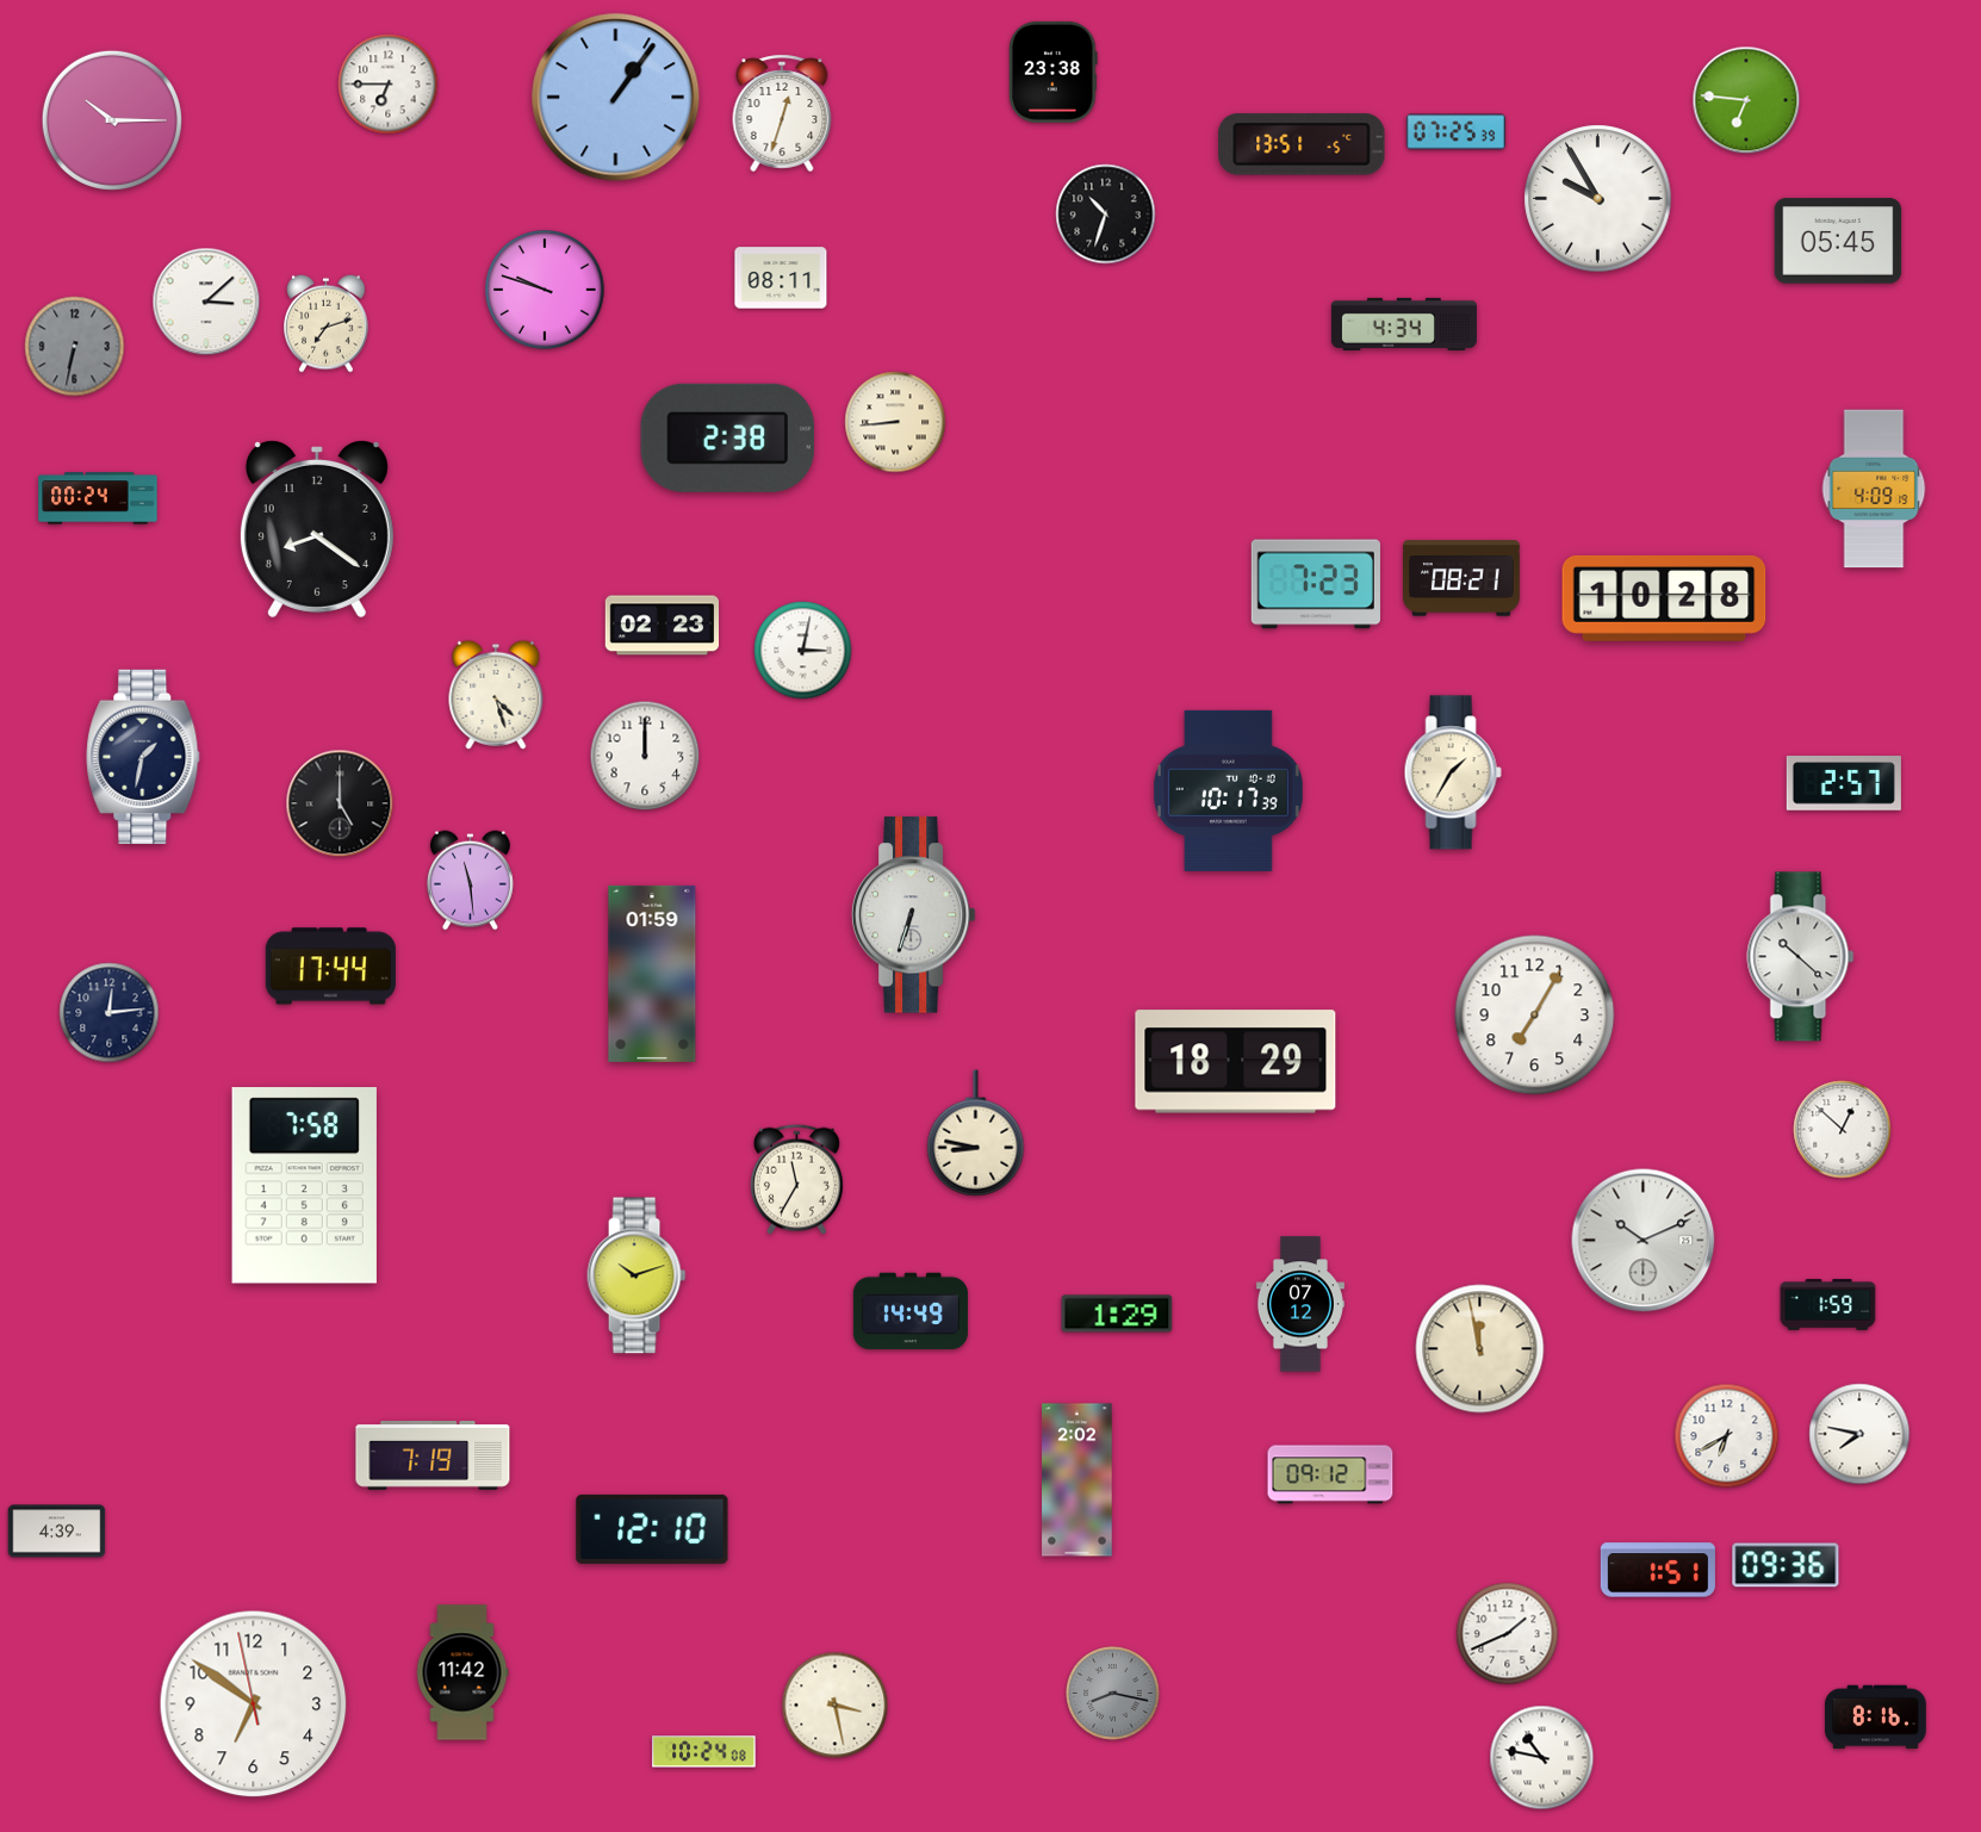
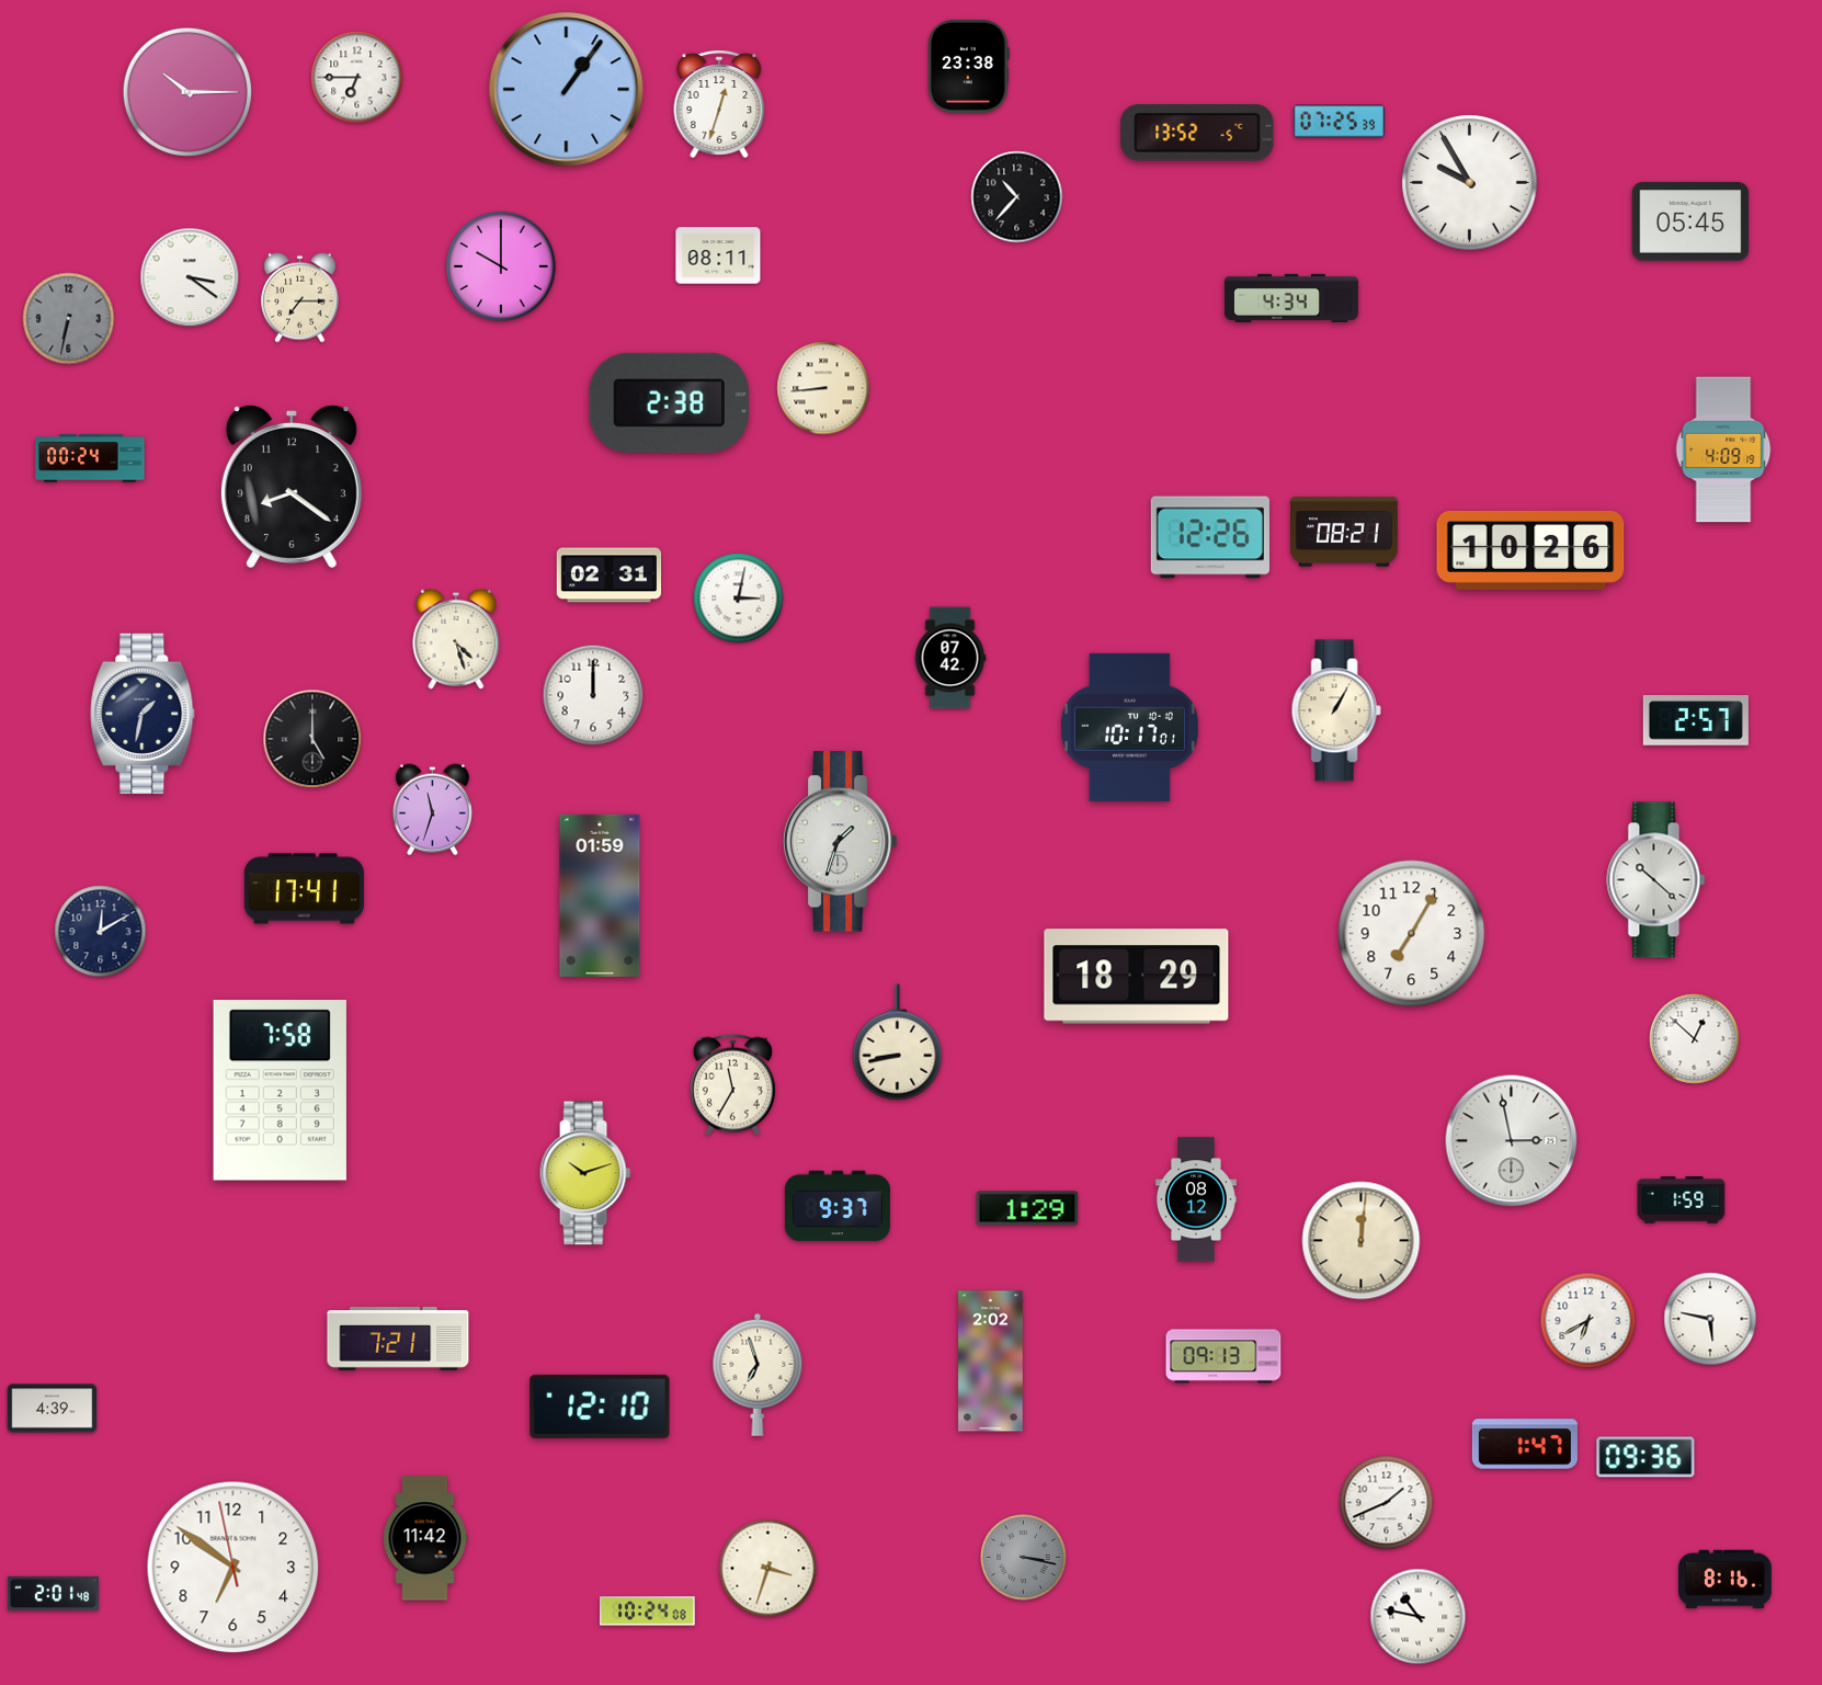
clock at (1746, 100): 6:46 -> none
clock at (112, 120) position: (112, 120) -> (187, 92)
clock at (1302, 144): 13:51 -> 13:52
clock at (1106, 215): 10:33 -> 10:37
clock at (545, 290): 9:48 -> 10:00
clock at (206, 302): 3:08 -> 3:21
clock at (327, 323): 7:12 -> 7:15
clock at (1316, 584): 7:23 -> 12:26
clock at (1664, 598): 10:28 -> 10:26
clock at (663, 626): 02:23 -> 02:31
clock at (950, 658): none -> 07:42
clock at (143, 756) position: (143, 756) -> (143, 713)
clock at (1453, 772): 1:35 -> 1:05
clock at (1228, 790): 10:17:39 -> 10:17:01
clock at (470, 881): 11:29 -> 11:33
clock at (913, 915): 6:33 -> 1:33
clock at (330, 967): 17:44 -> 17:41
clock at (110, 1013): 12:14 -> 12:10
clock at (976, 1134): 8:47 -> 8:43
clock at (1644, 1241): 10:11 -> 2:58
clock at (1300, 1304): 07:12 -> 08:12
clock at (911, 1311): 14:49 -> 9:37
clock at (1480, 1349): 11:58 -> 12:01
clock at (1859, 1434): 7:47 -> 5:47
clock at (433, 1457): 7:19 -> 7:21
clock at (1330, 1474): 09:12 -> 09:13
clock at (758, 1375): none -> 6:57
clock at (1786, 1565) position: (1786, 1565) -> (1646, 1457)
clock at (1658, 1570): 1:51 -> 1:47
clock at (1113, 1694): 8:17 -> 3:17
clock at (836, 1706): 3:28 -> 3:33
clock at (53, 1593): none -> 2:01
